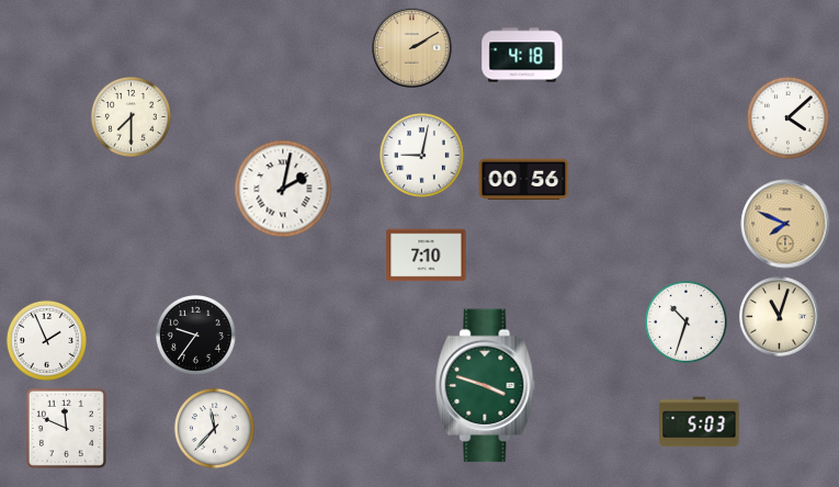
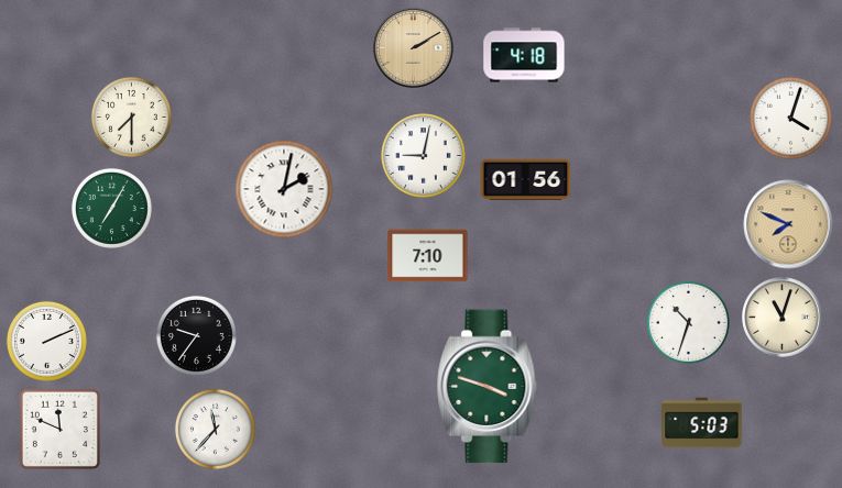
clock at (787, 117): 4:08 -> 4:03
clock at (524, 180): 00:56 -> 01:56
clock at (111, 208): none -> 7:05
clock at (46, 340): 1:56 -> 2:11
clock at (66, 428) position: (66, 428) -> (59, 429)
